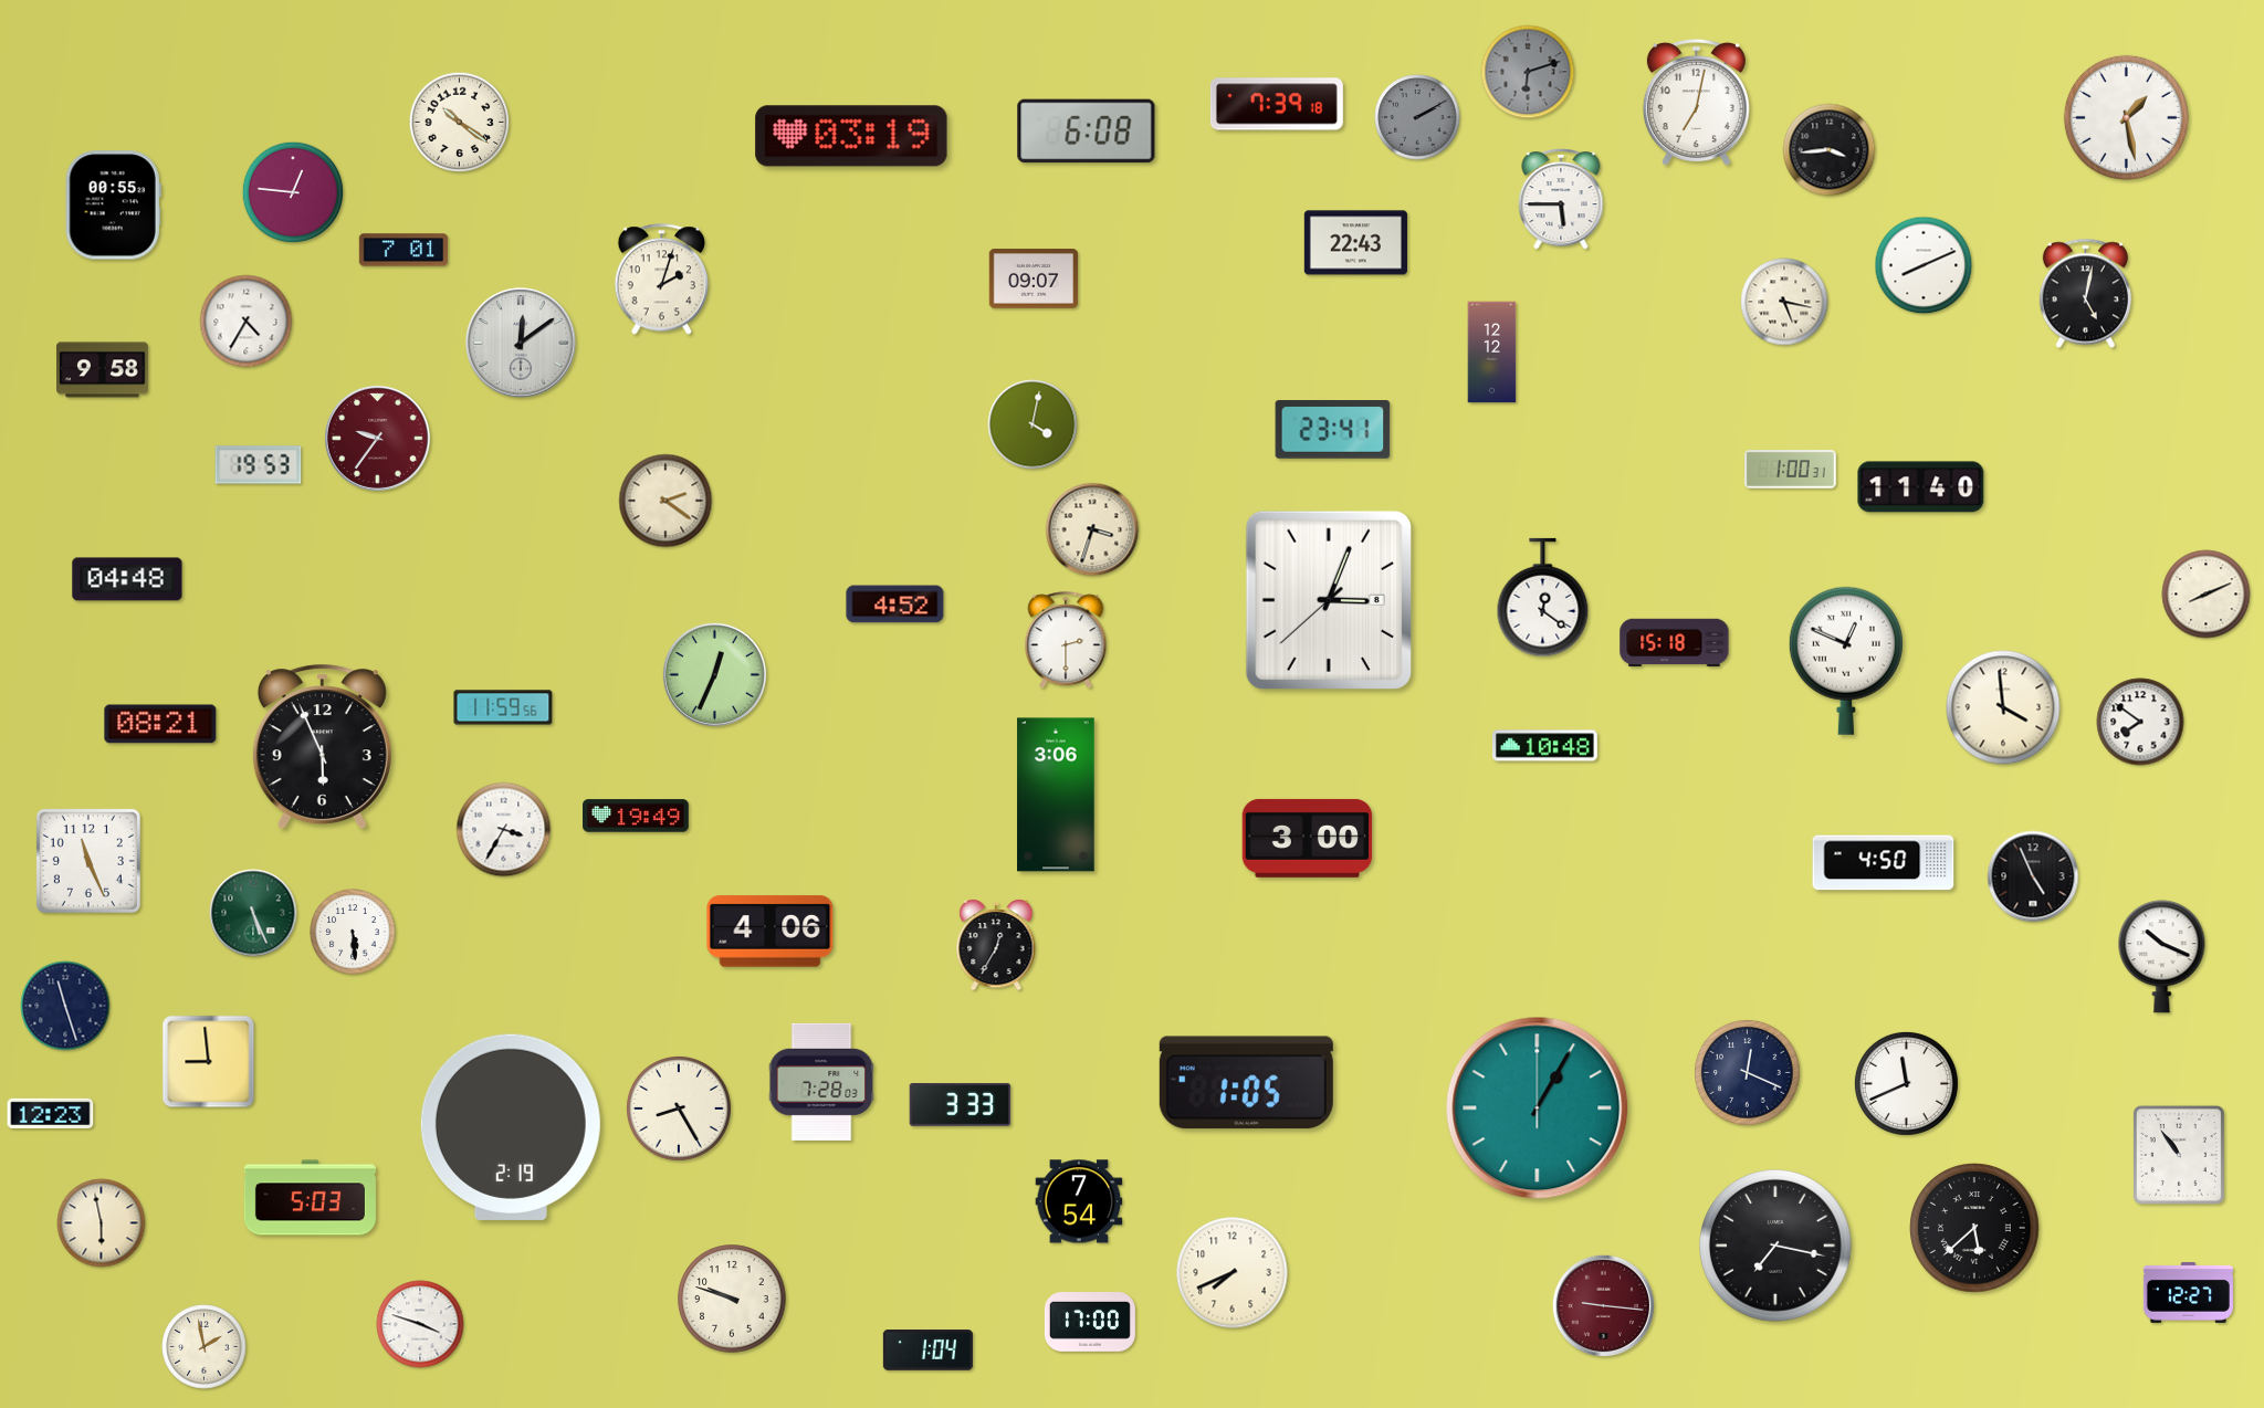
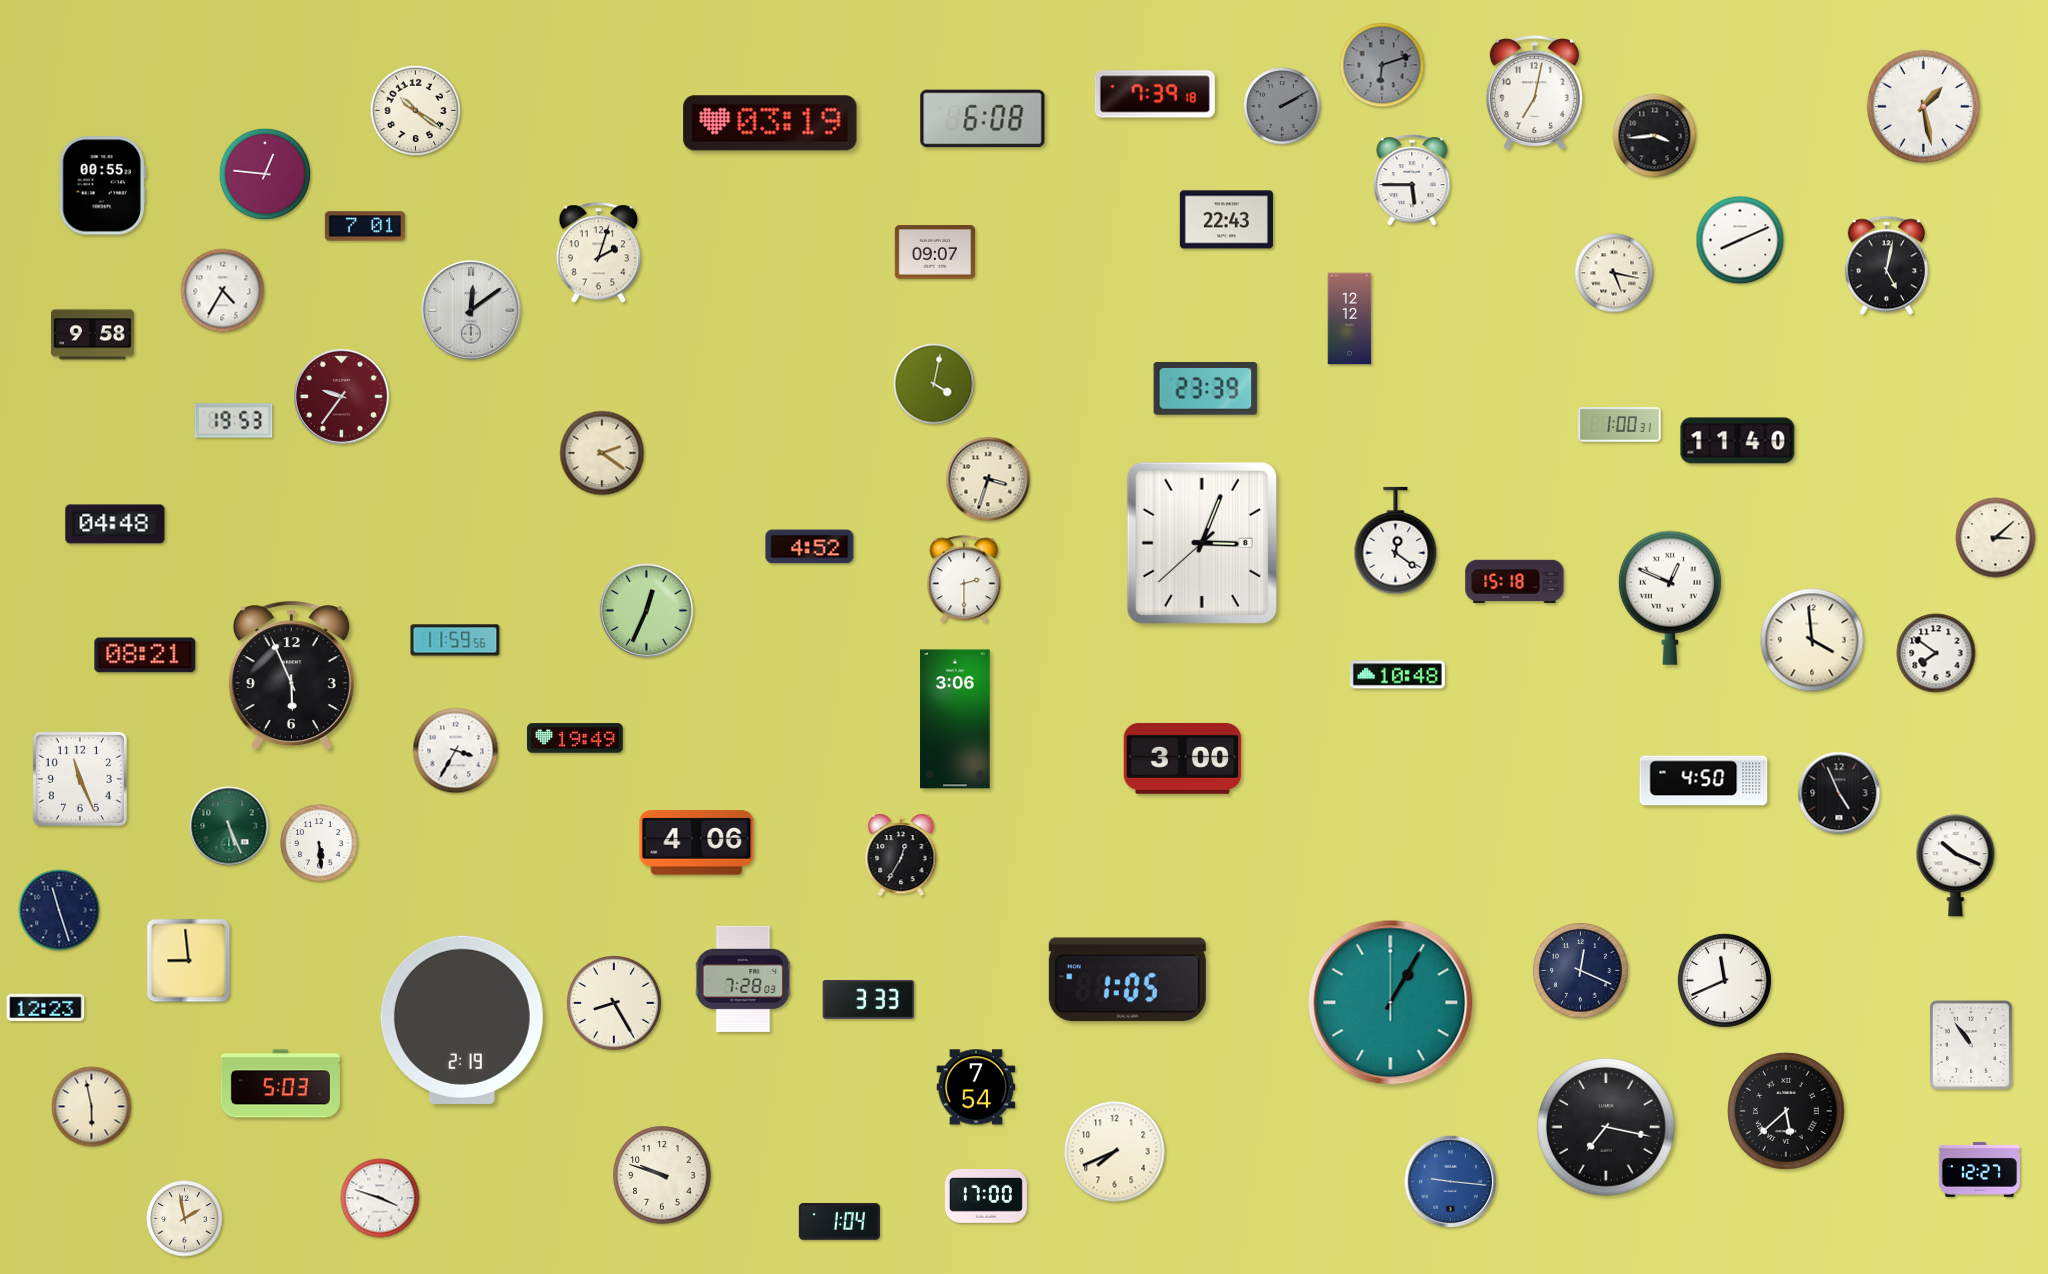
clock at (1333, 430): 23:41 -> 23:39
clock at (2207, 595): 8:11 -> 3:08
clock at (1603, 1305) dial: burgundy -> blue
